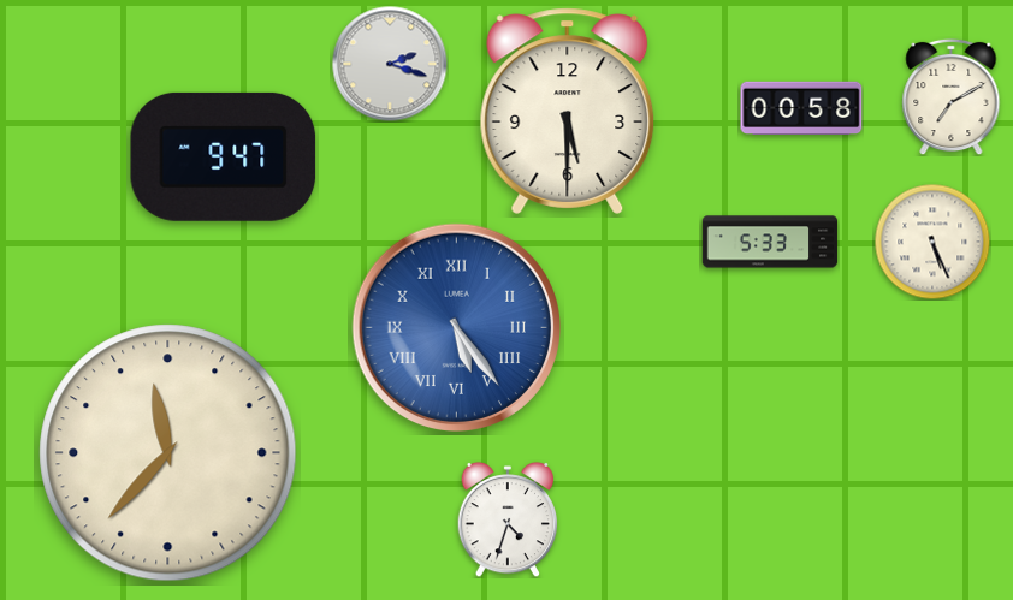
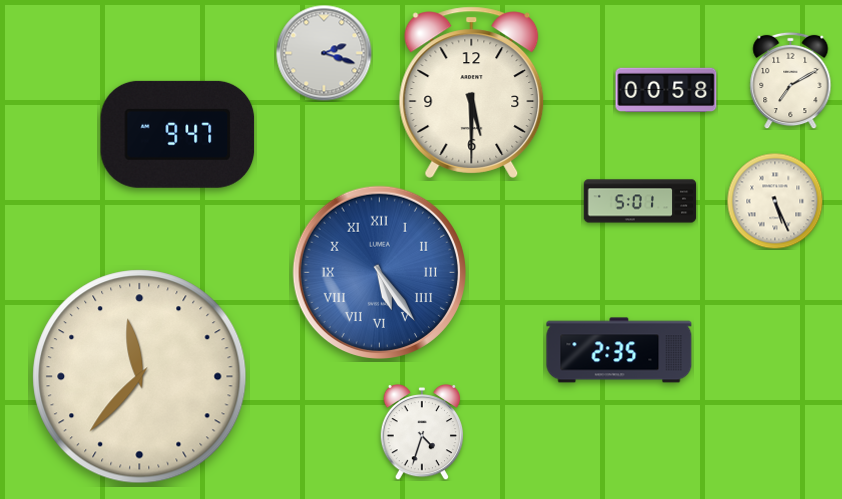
clock at (224, 156) position: (224, 156) -> (178, 134)
clock at (770, 242): 5:33 -> 5:01
clock at (619, 350): none -> 2:35
